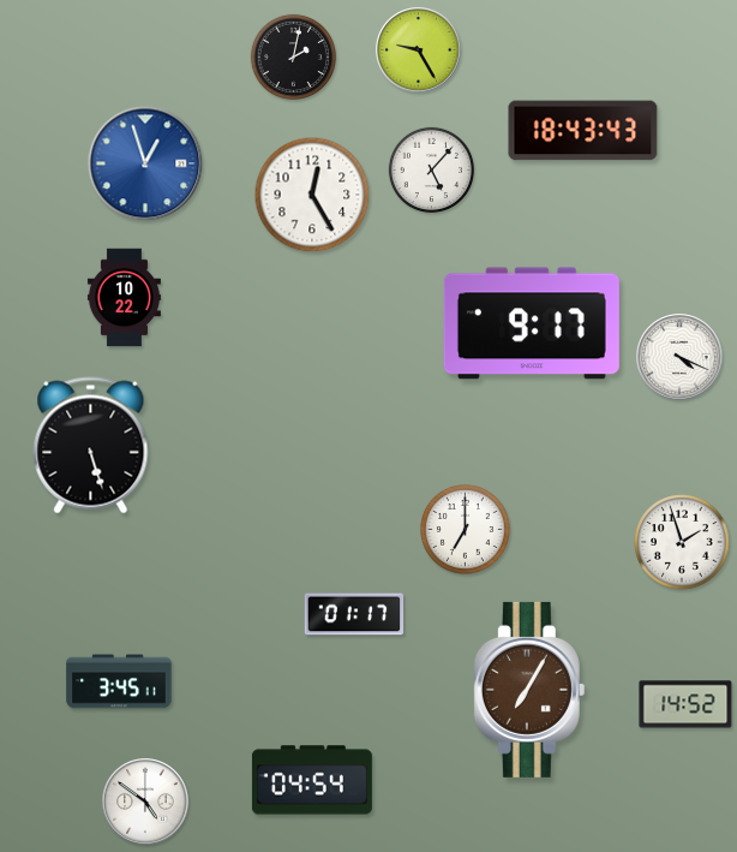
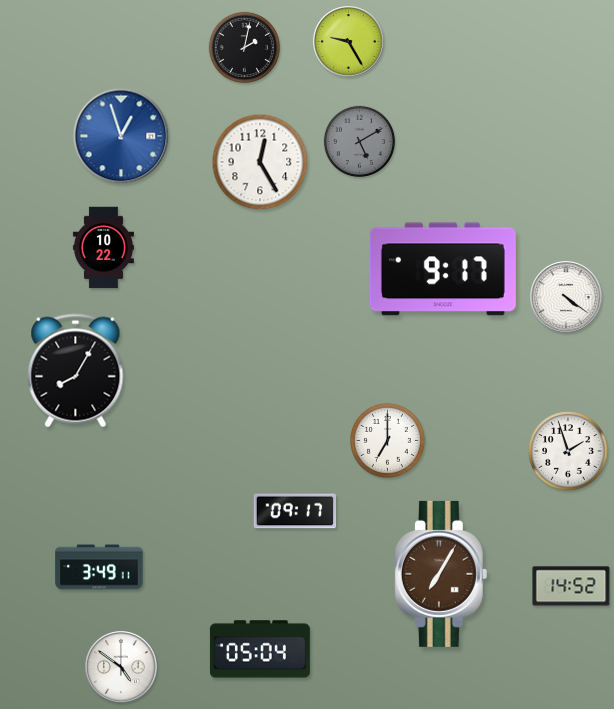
clock at (583, 131): 18:43 -> none
clock at (431, 169): 5:07 -> 5:10
clock at (431, 169) dial: white -> grey
clock at (679, 357): 4:19 -> 4:21
clock at (91, 446): 5:27 -> 8:05
clock at (354, 614): 01:17 -> 09:17
clock at (119, 681): 3:45 -> 3:49
clock at (312, 780): 04:54 -> 05:04
